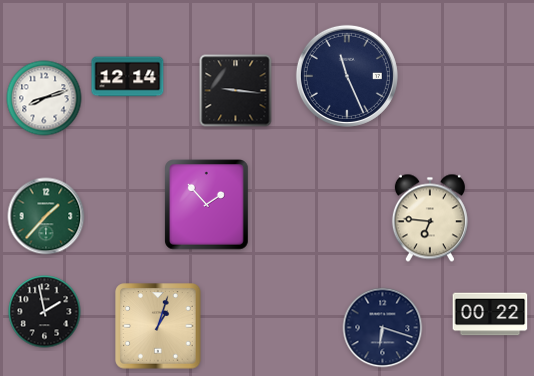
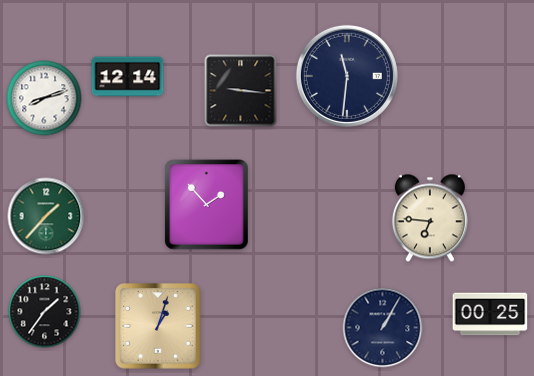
clock at (347, 76): 11:26 -> 11:31
clock at (236, 91) position: (236, 91) -> (241, 91)
clock at (45, 312): 1:58 -> 1:36
clock at (490, 314): 00:22 -> 00:25
clock at (383, 328): 6:18 -> 1:05
